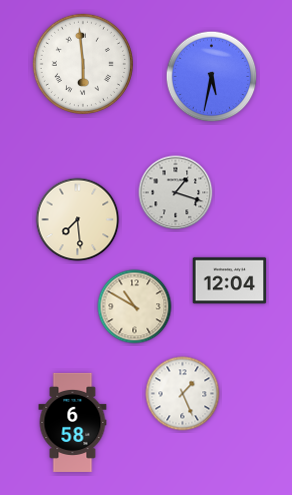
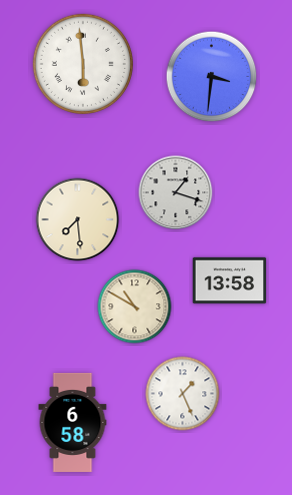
clock at (212, 77): 5:32 -> 3:31
clock at (230, 281): 12:04 -> 13:58
